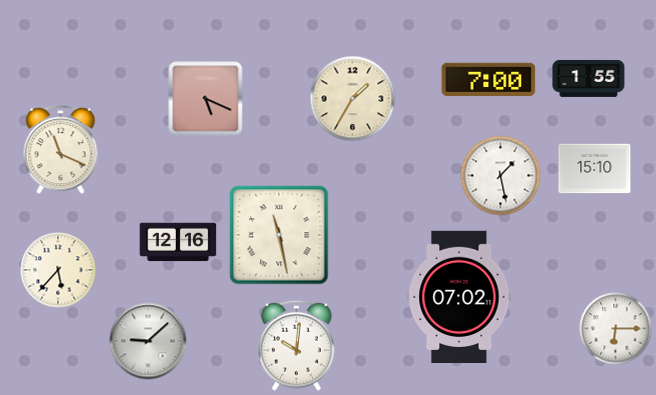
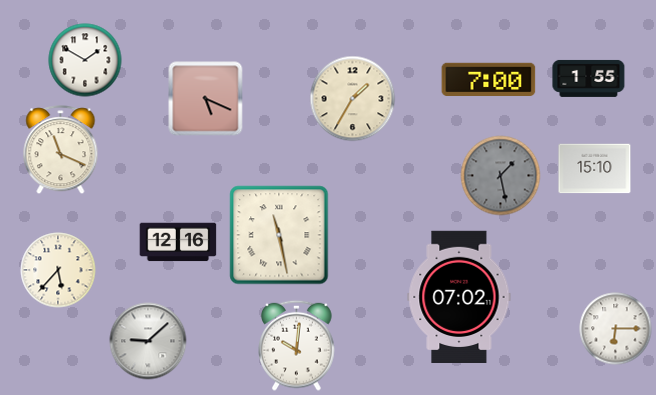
clock at (85, 60): none -> 1:50
clock at (501, 176) dial: white -> grey
